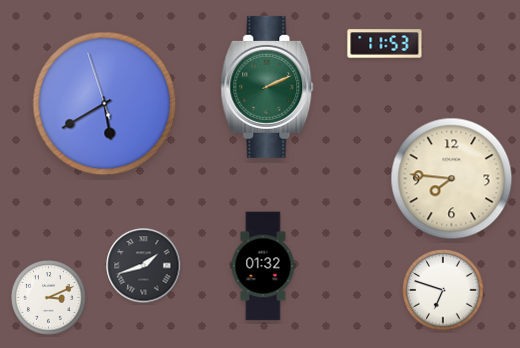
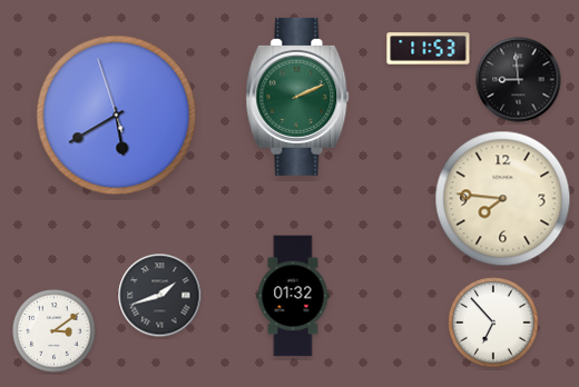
clock at (519, 80): none -> 8:59
clock at (443, 290): 6:48 -> 6:53
clock at (49, 298): 3:11 -> 3:09
